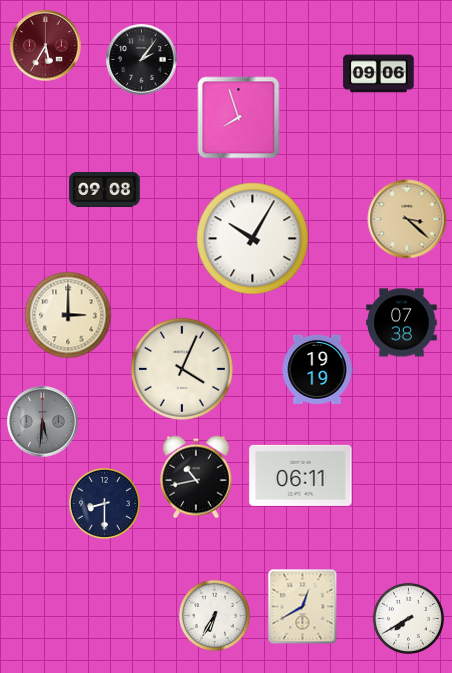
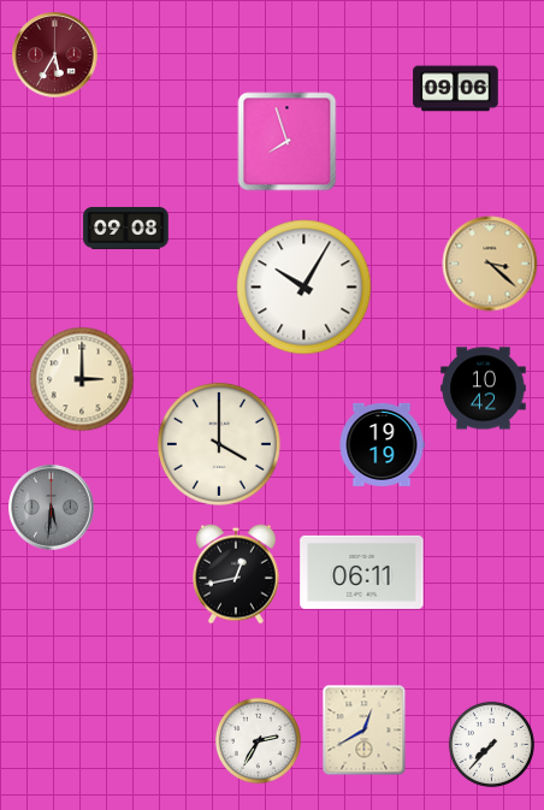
clock at (142, 60): 2:06 -> none
clock at (402, 323): 07:38 -> 10:42
clock at (182, 369): 4:04 -> 4:00
clock at (196, 477): 10:43 -> 12:43
clock at (104, 503): 8:30 -> none
clock at (214, 615): 6:35 -> 2:35
clock at (408, 618): 7:40 -> 7:37
